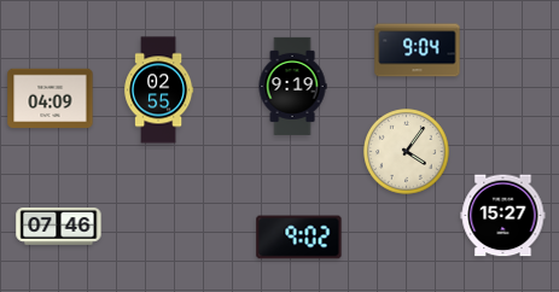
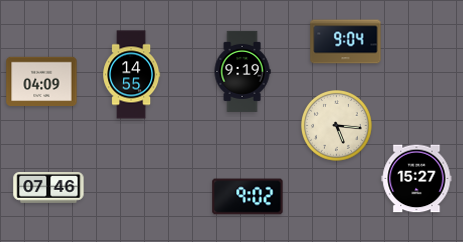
clock at (159, 90): 02:55 -> 14:55
clock at (407, 152): 4:06 -> 5:16
